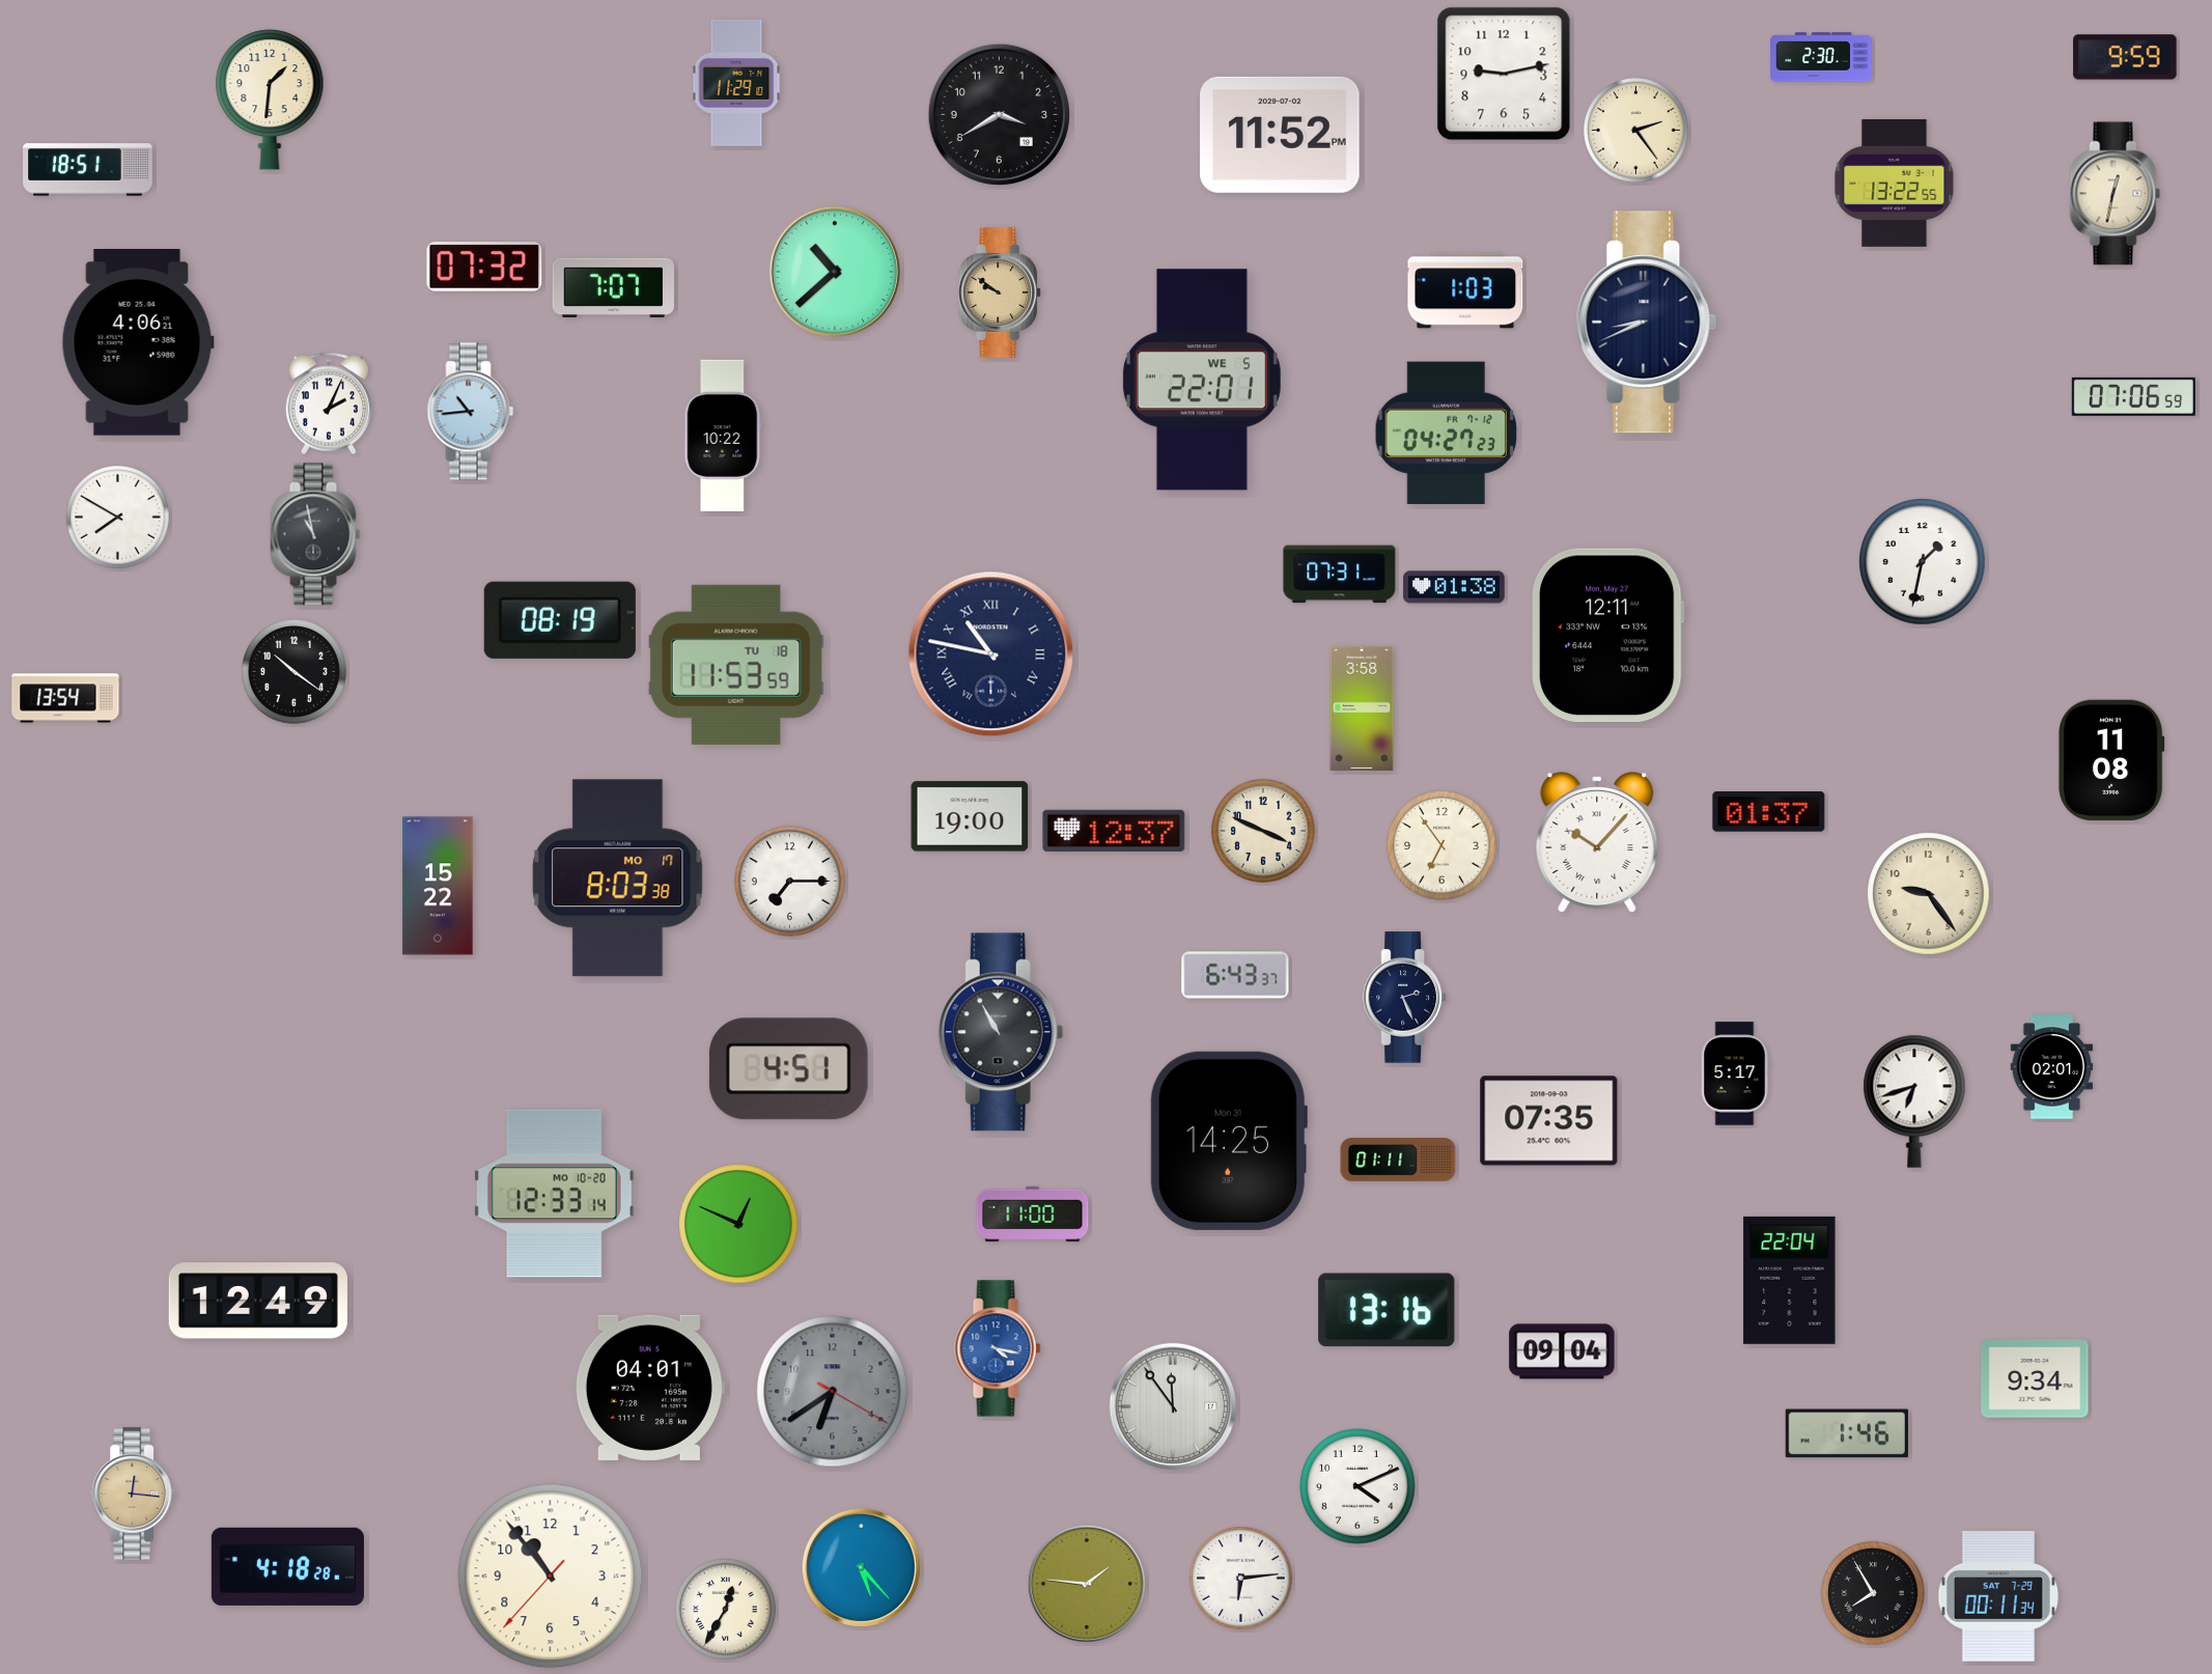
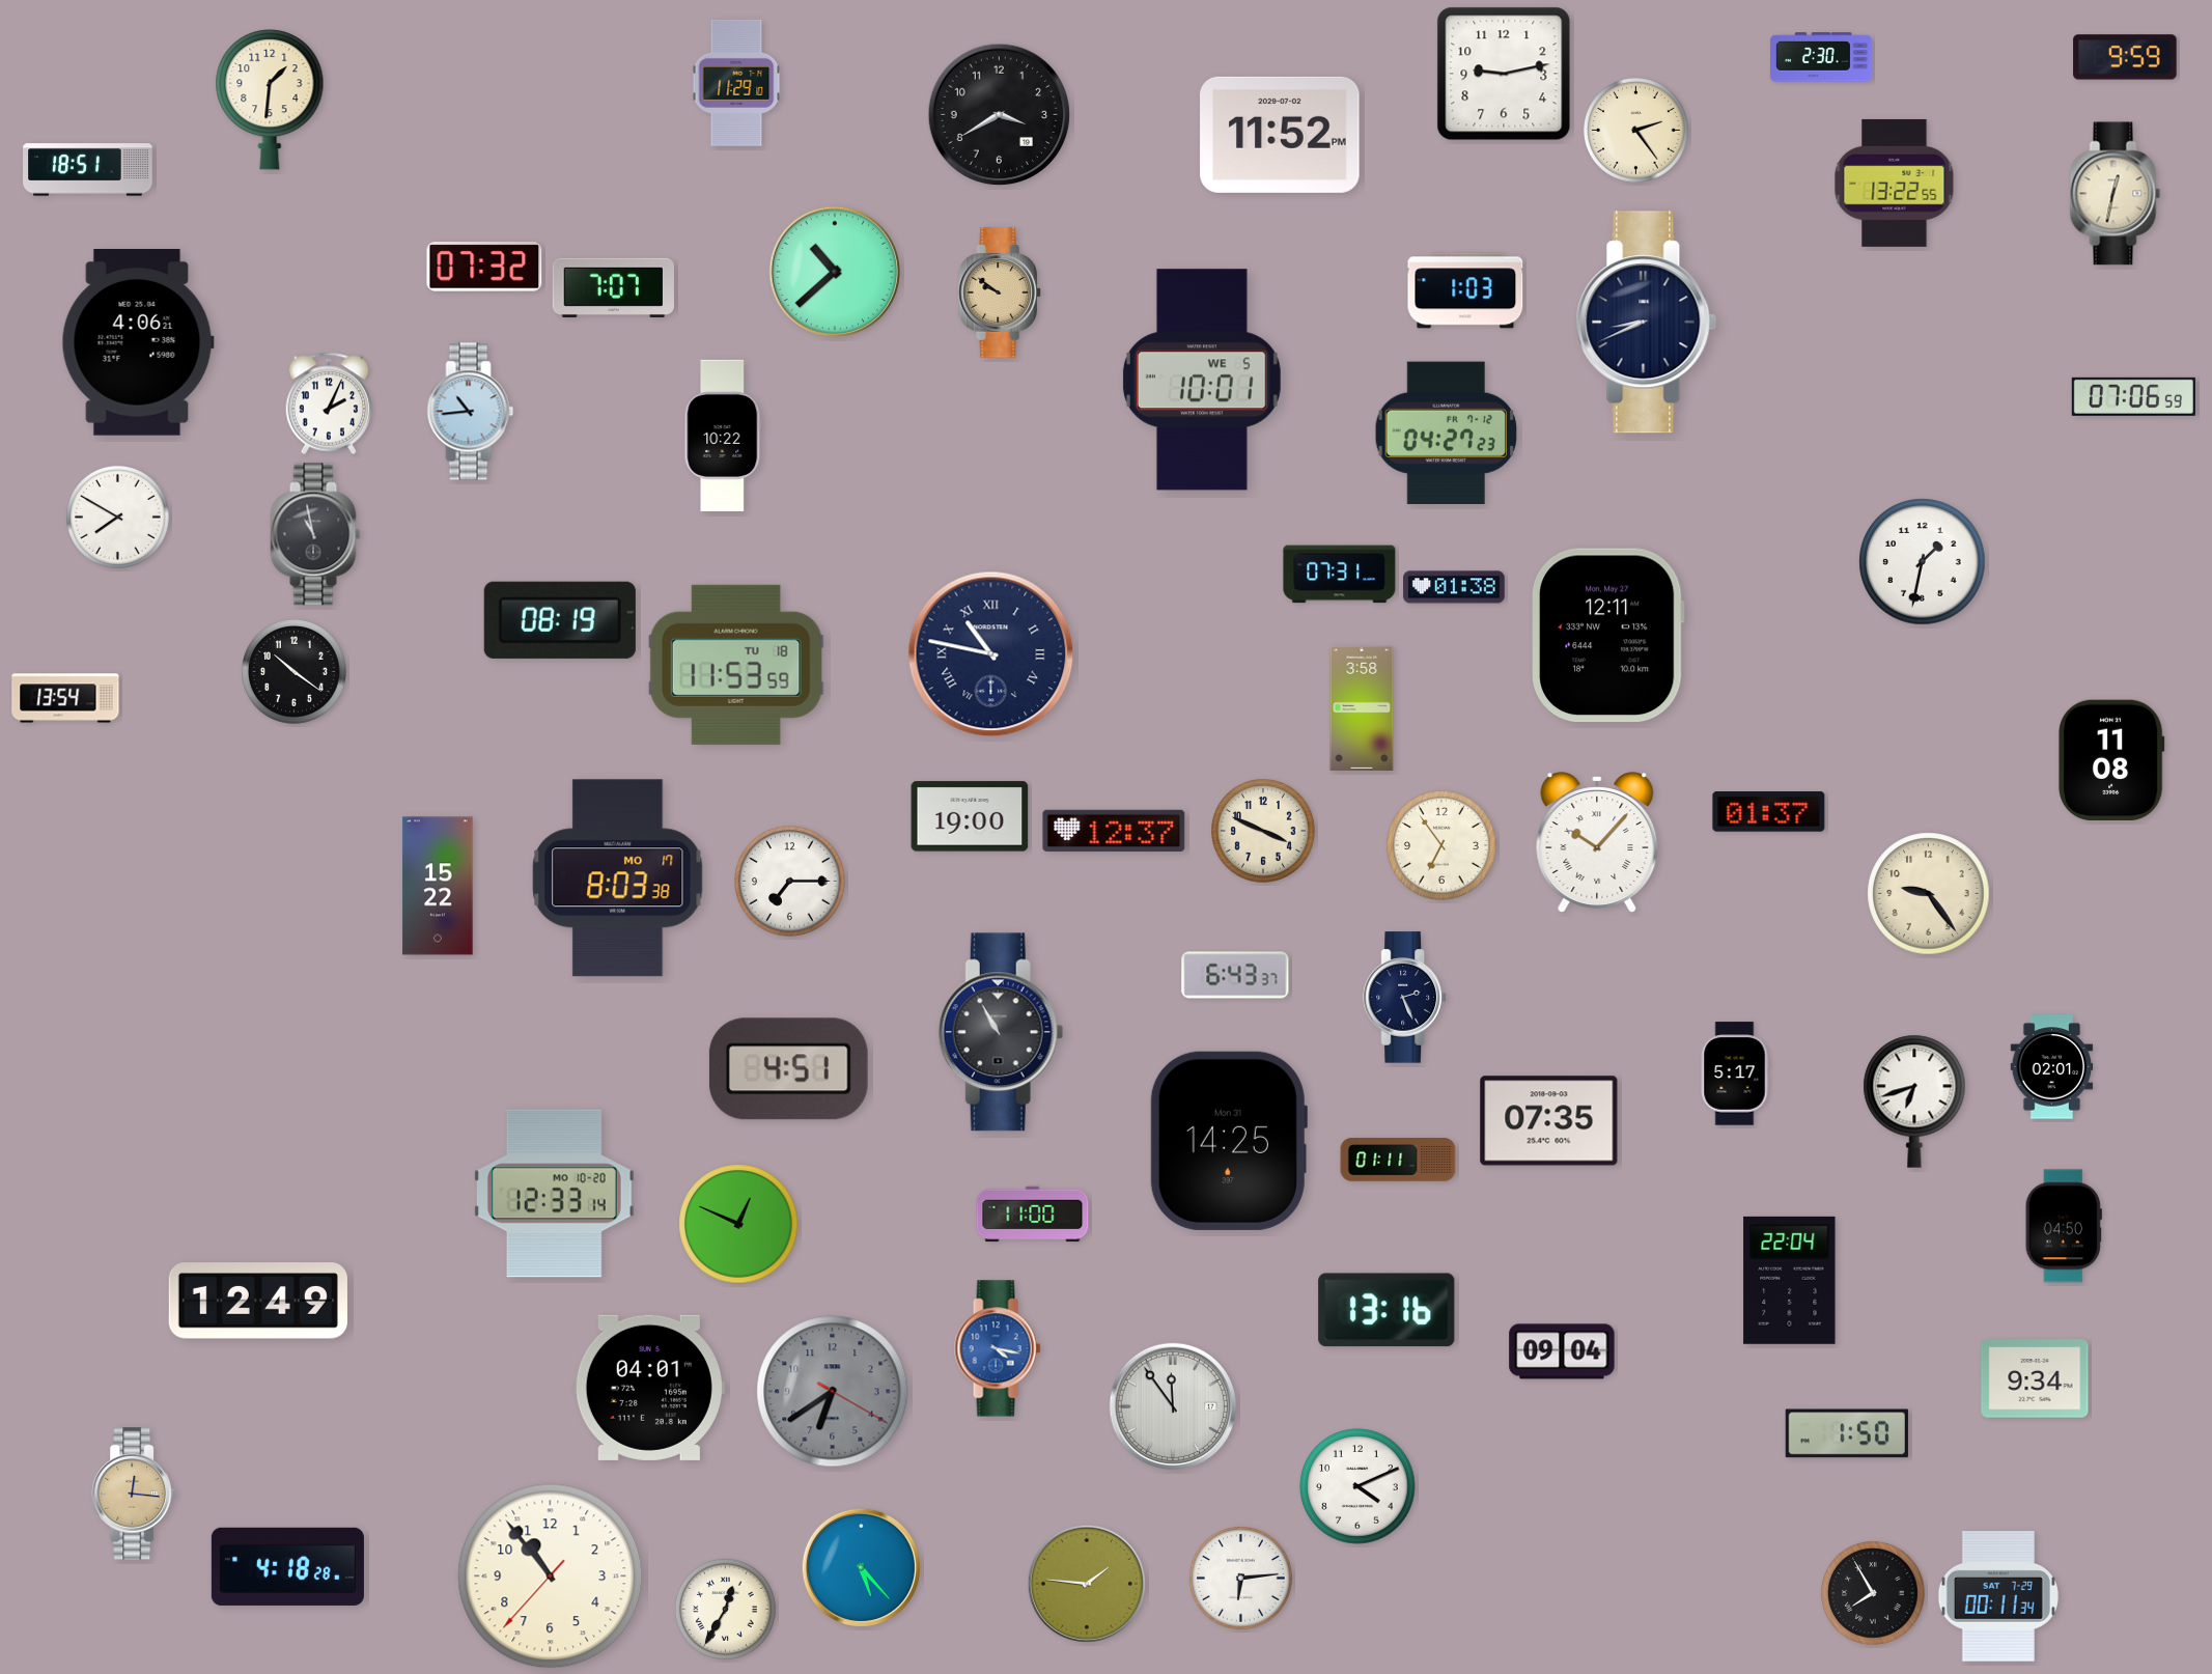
clock at (1202, 380): 22:01 -> 10:01
clock at (2064, 1226): none -> 04:50
clock at (1847, 1433): 1:46 -> 1:50
